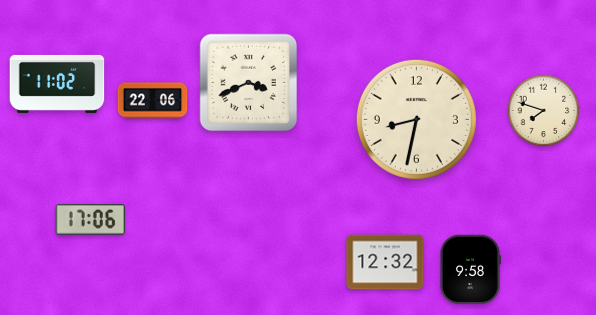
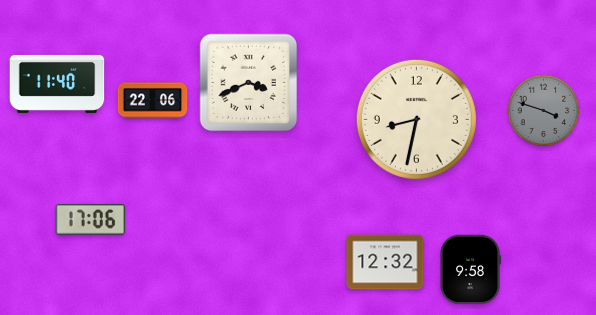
clock at (57, 84): 11:02 -> 11:40
clock at (544, 111): 7:48 -> 3:48
clock at (544, 111) dial: cream -> grey
